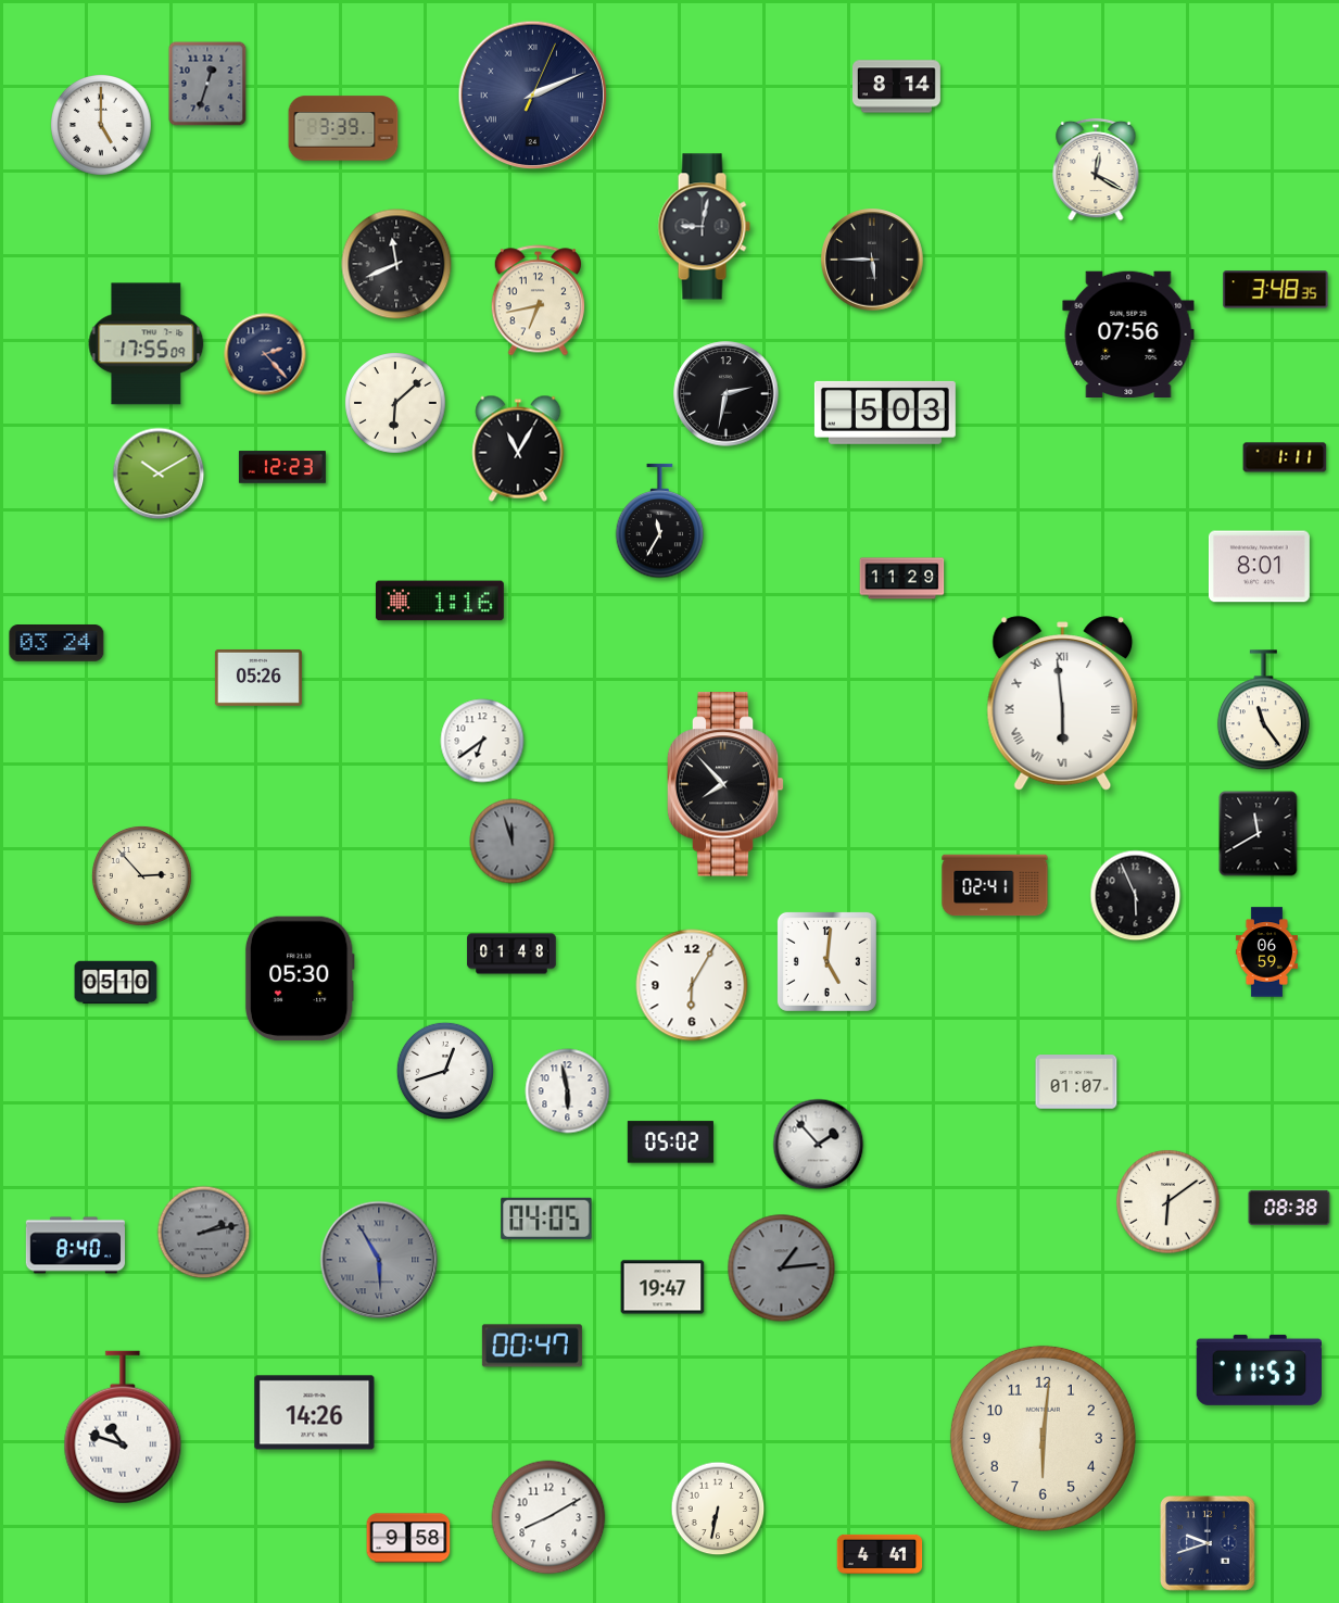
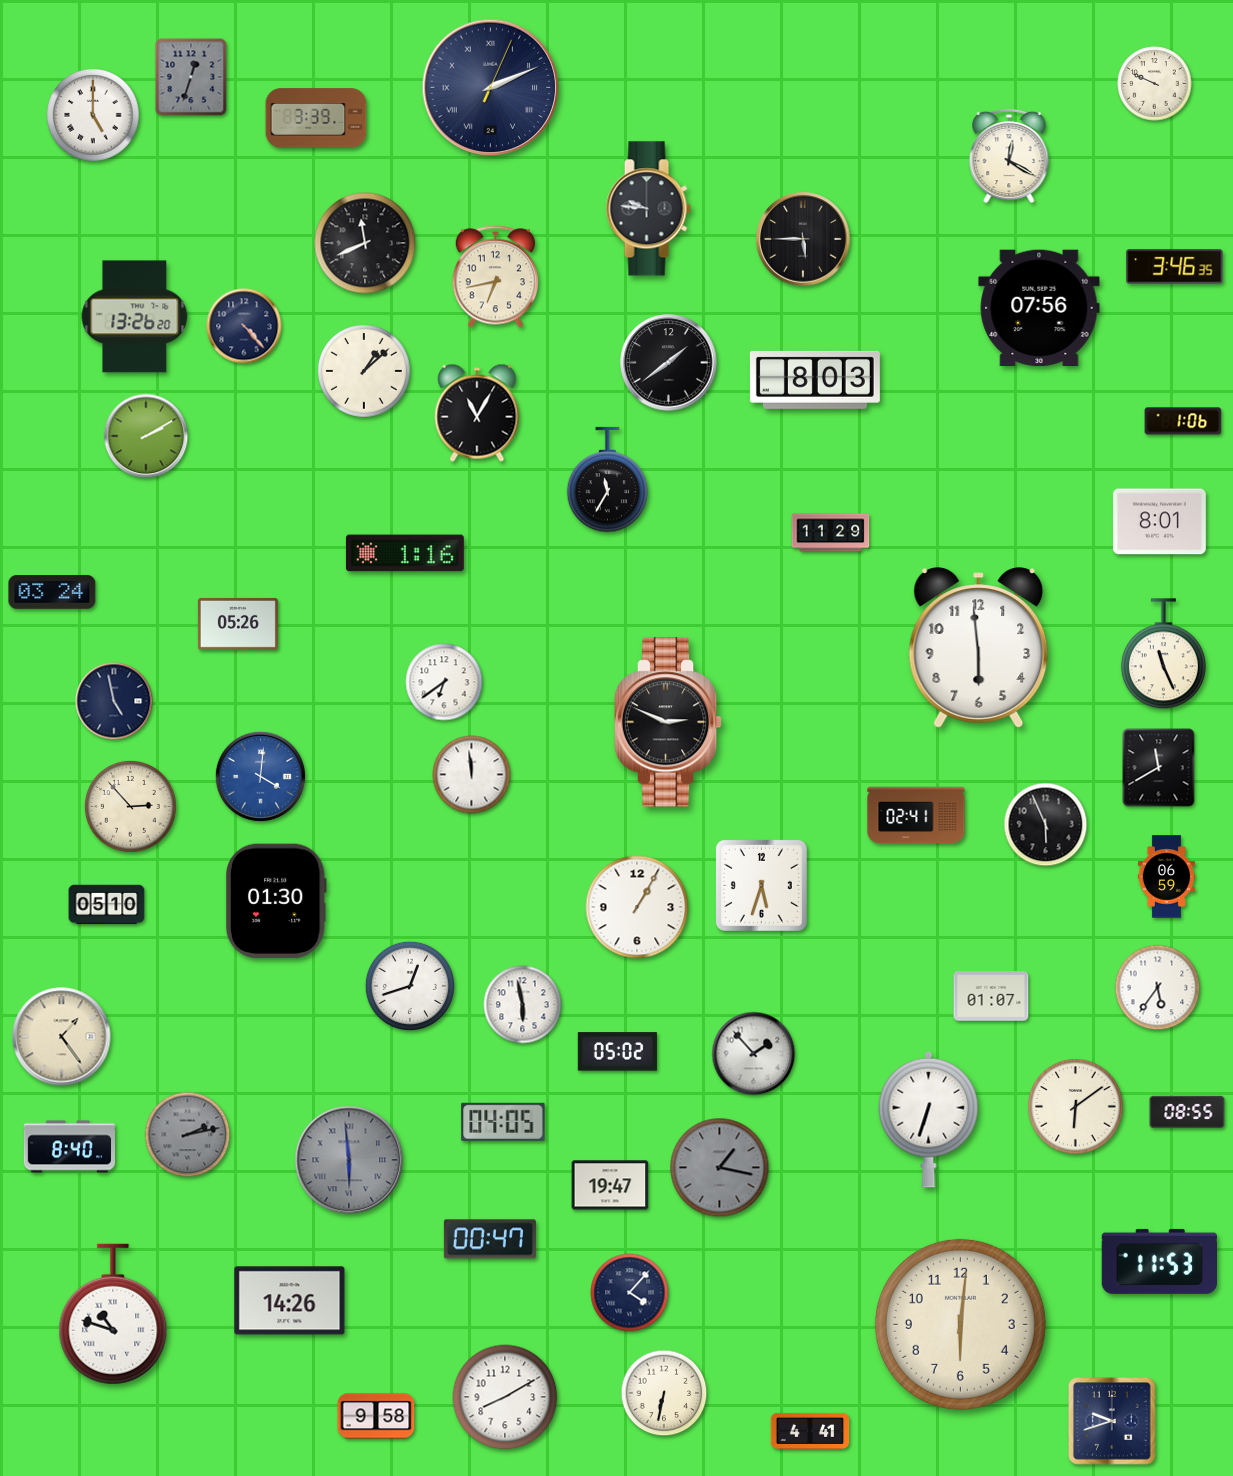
clock at (897, 87): 8:14 -> none
clock at (1155, 84): none -> 9:49
clock at (704, 227): 9:02 -> 9:46
clock at (1276, 290): 3:48 -> 3:46
clock at (147, 344): 17:55 -> 13:26
clock at (265, 354): 2:23 -> 4:23
clock at (727, 394): 2:32 -> 1:39
clock at (395, 404): 6:08 -> 1:08
clock at (885, 413): 5:03 -> 8:03
clock at (1285, 457): 1:11 -> 1:06
clock at (282, 467): 12:23 -> none
clock at (159, 474): 10:10 -> 2:10
clock at (1063, 704) numerals: Roman -> Arabic
clock at (1263, 710): 11:24 -> 11:26
clock at (114, 701): none -> 4:58
clock at (725, 784): 7:53 -> 2:49
clock at (513, 842): 11:57 -> 11:59
clock at (513, 842) dial: grey -> white
clock at (260, 776): none -> 4:01
clock at (511, 954): 01:48 -> none
clock at (826, 961): 5:01 -> 5:33
clock at (300, 979): 05:30 -> 01:30
clock at (692, 985): 6:05 -> 1:05
clock at (1158, 988): none -> 5:36
clock at (62, 1037): none -> 1:24
clock at (1289, 1207): 08:38 -> 08:55
clock at (929, 1119): none -> 6:33
clock at (379, 1260): 5:55 -> 5:59
clock at (782, 1268): 1:14 -> 1:17
clock at (630, 1293): none -> 4:07
clock at (718, 1509) position: (718, 1509) -> (664, 1393)
